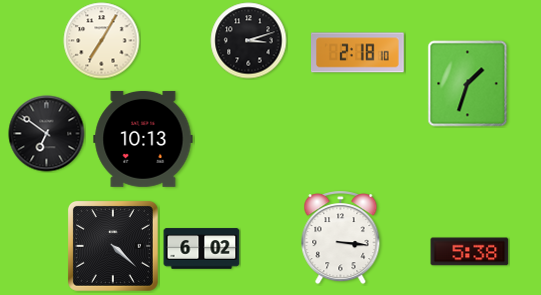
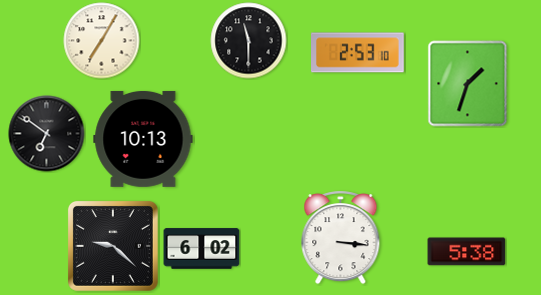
clock at (249, 41): 3:12 -> 11:30
clock at (358, 53): 2:18 -> 2:53
clock at (113, 246): 4:22 -> 9:22
clock at (470, 252) position: (470, 252) -> (467, 252)
